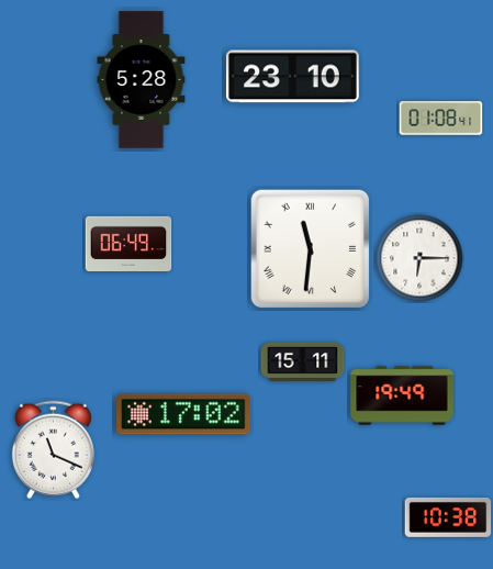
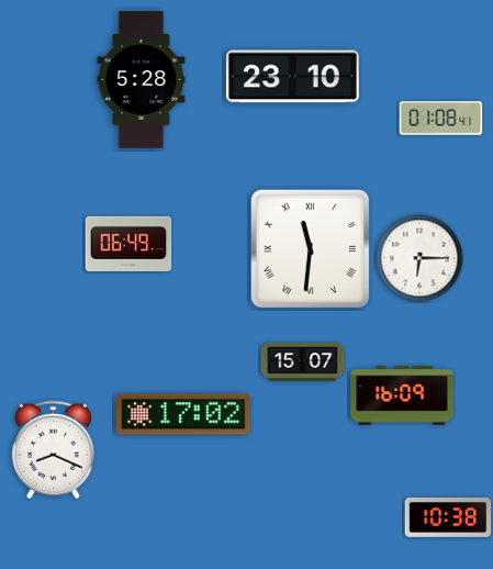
clock at (303, 361): 15:11 -> 15:07
clock at (402, 395): 19:49 -> 16:09
clock at (53, 450): 11:19 -> 8:19
